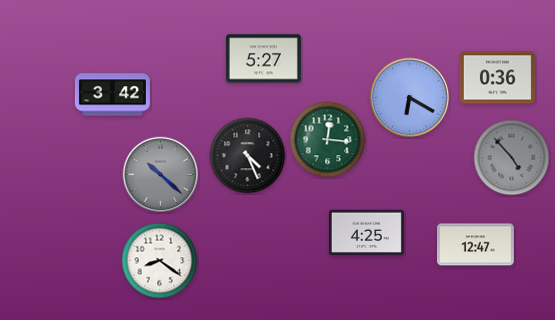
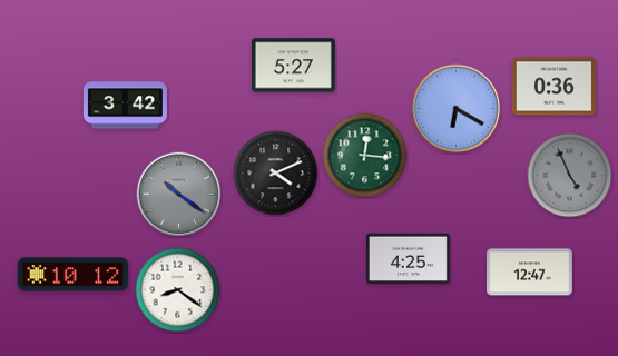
clock at (248, 156): 4:26 -> 4:11
clock at (512, 158): 4:53 -> 4:56
clock at (161, 175): 10:22 -> 10:21
clock at (73, 275): none -> 10:12
